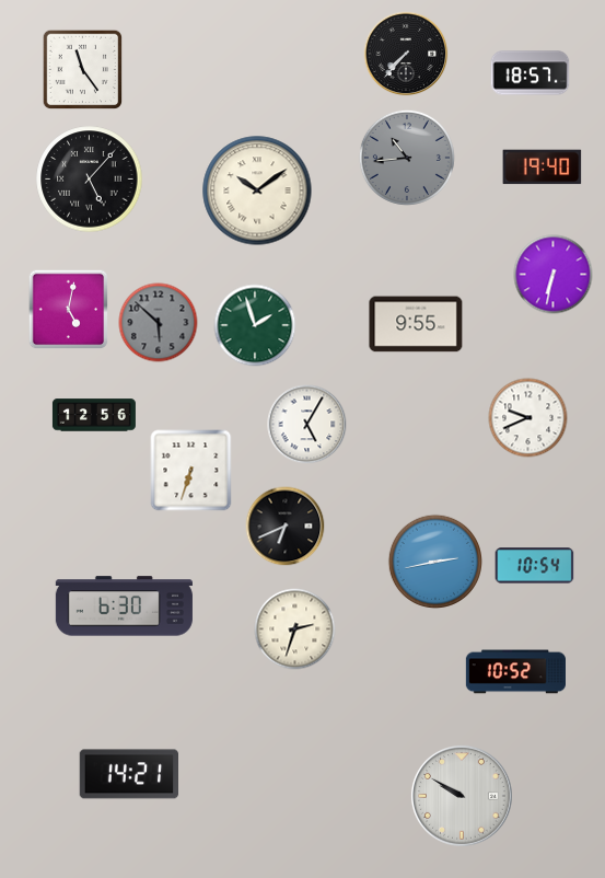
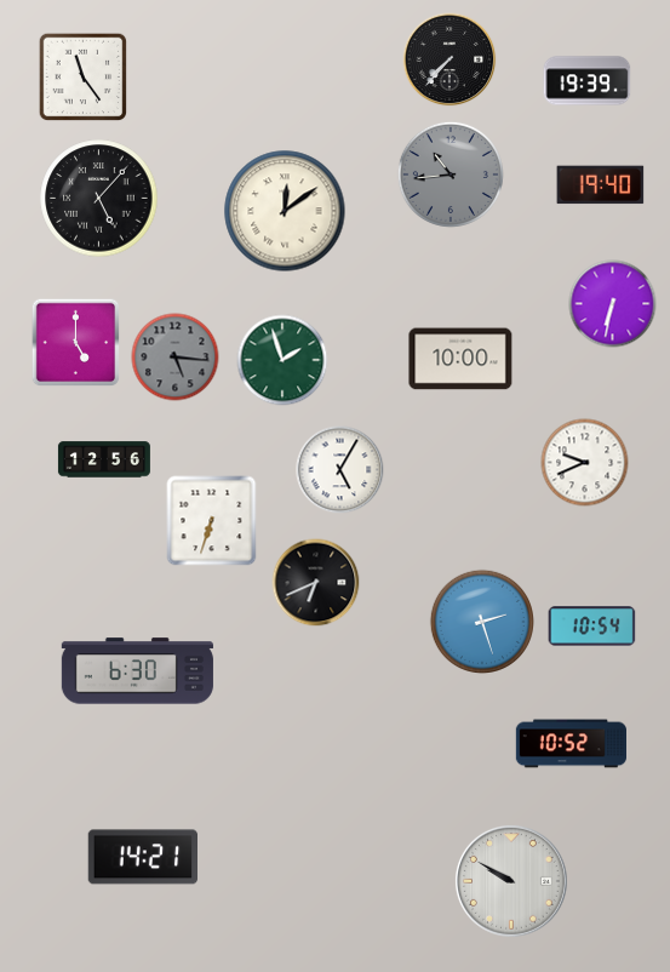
clock at (83, 70) position: (83, 70) -> (84, 78)
clock at (531, 73): 18:57 -> 19:39
clock at (257, 190): 10:09 -> 12:09
clock at (69, 310): 5:02 -> 5:00
clock at (159, 323): 5:52 -> 5:16
clock at (416, 324): 9:55 -> 10:00
clock at (434, 561): 2:43 -> 2:27
clock at (295, 629): 2:33 -> none
